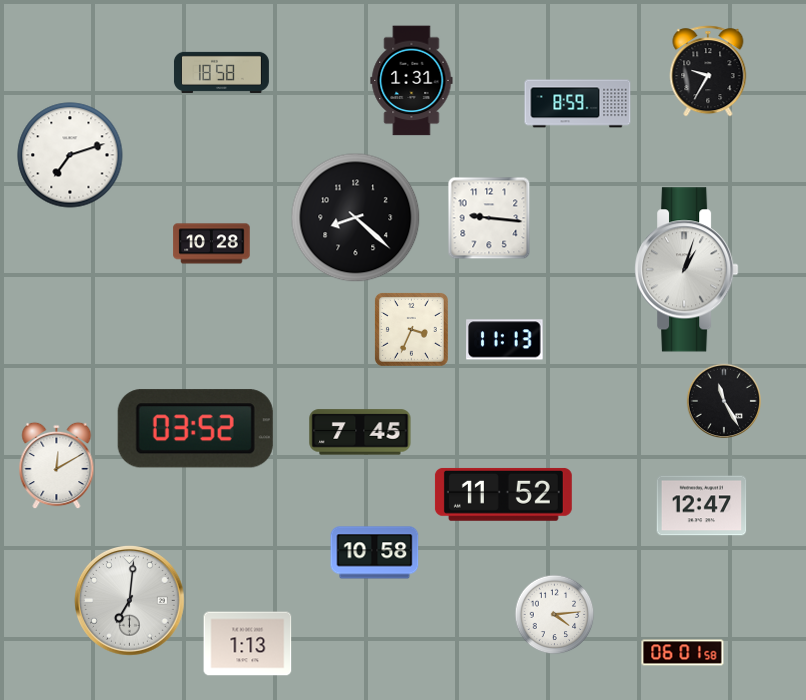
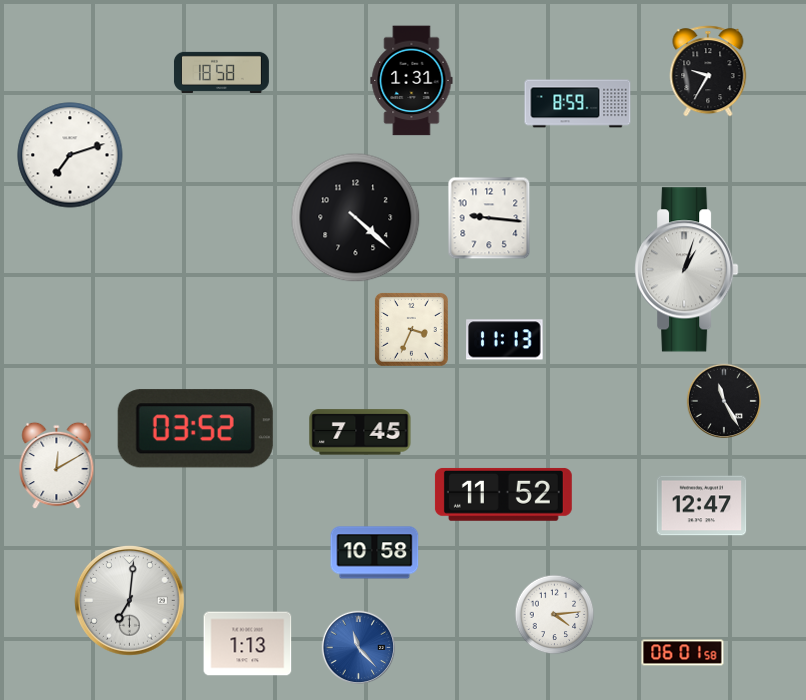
clock at (356, 218): 8:22 -> 4:22
clock at (212, 244): 10:28 -> none
clock at (358, 647): none -> 11:23
